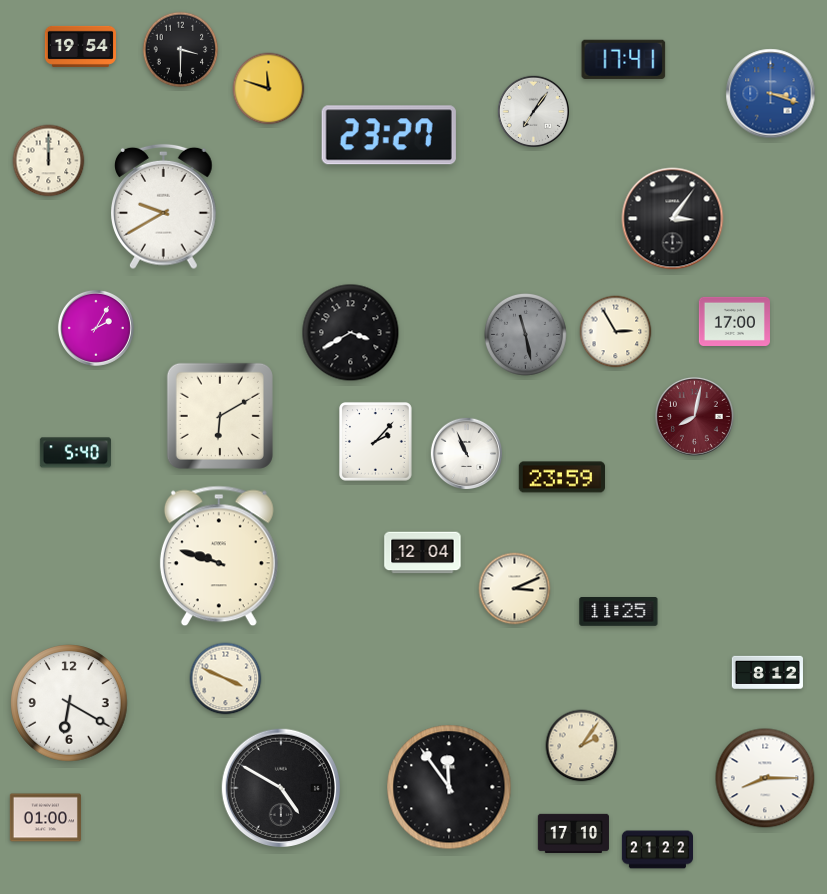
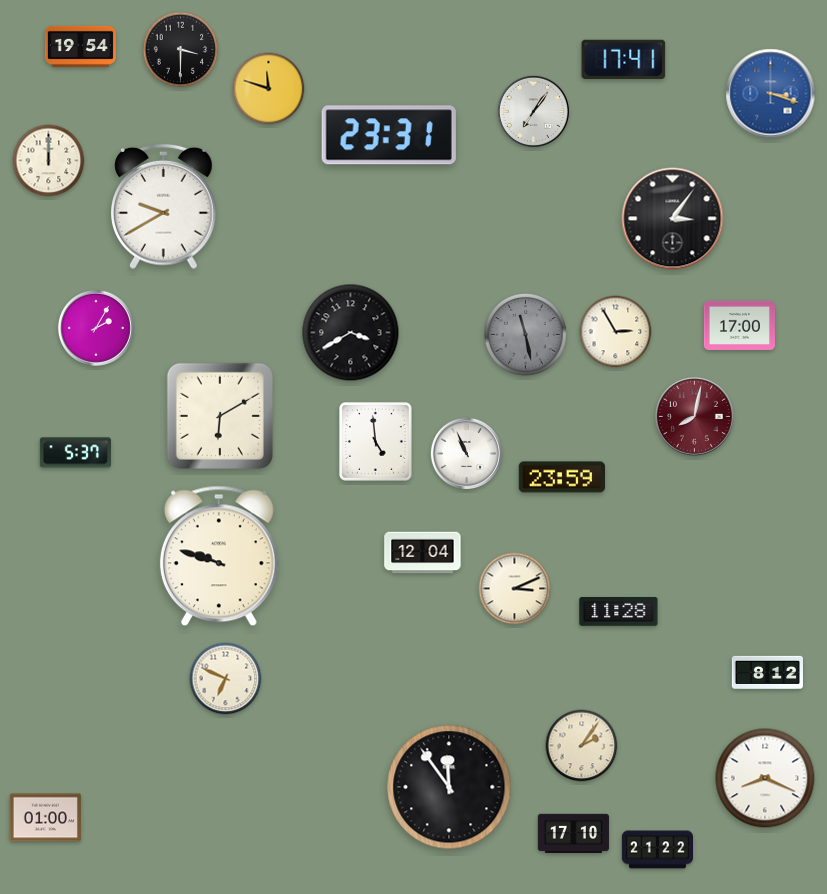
clock at (389, 135): 23:27 -> 23:31
clock at (734, 321) position: (734, 321) -> (739, 325)
clock at (376, 442): 2:07 -> 4:59
clock at (75, 453): 5:40 -> 5:37
clock at (619, 612): 11:25 -> 11:28
clock at (226, 679): 3:49 -> 6:49
clock at (69, 703): 6:20 -> none
clock at (765, 778): 8:15 -> 8:19
clock at (280, 787): 4:50 -> none
